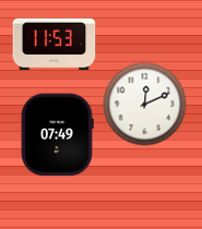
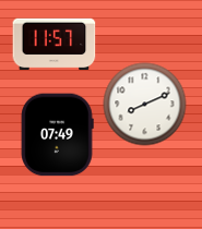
clock at (55, 45): 11:53 -> 11:57
clock at (145, 105): 12:11 -> 8:11
